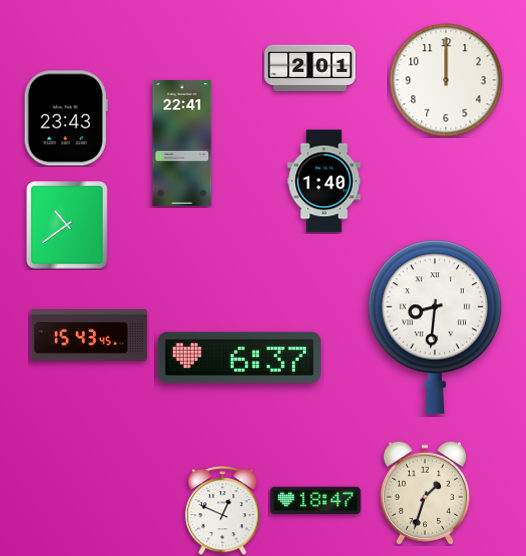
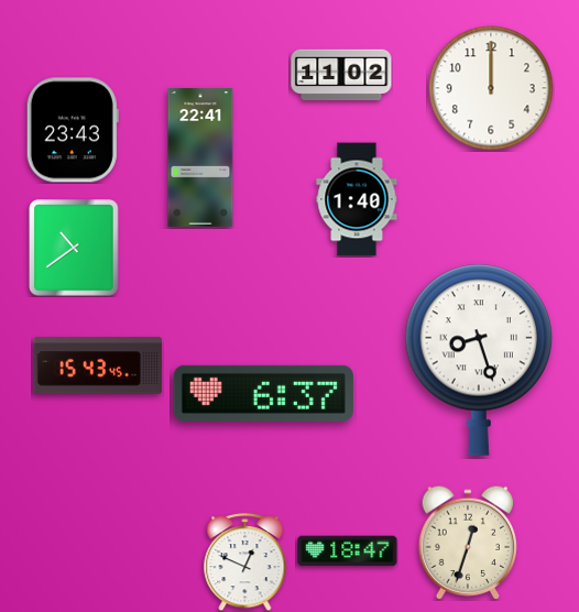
clock at (310, 68): 2:01 -> 11:02
clock at (434, 327): 8:31 -> 8:27
clock at (89, 335) position: (89, 335) -> (98, 365)
clock at (425, 492): 1:33 -> 12:33
